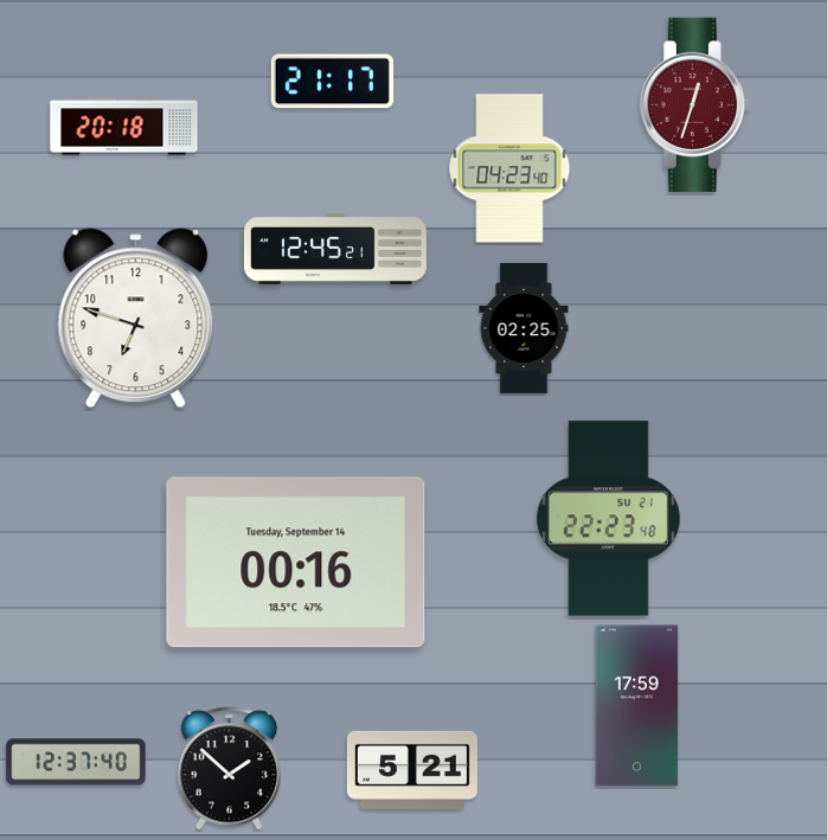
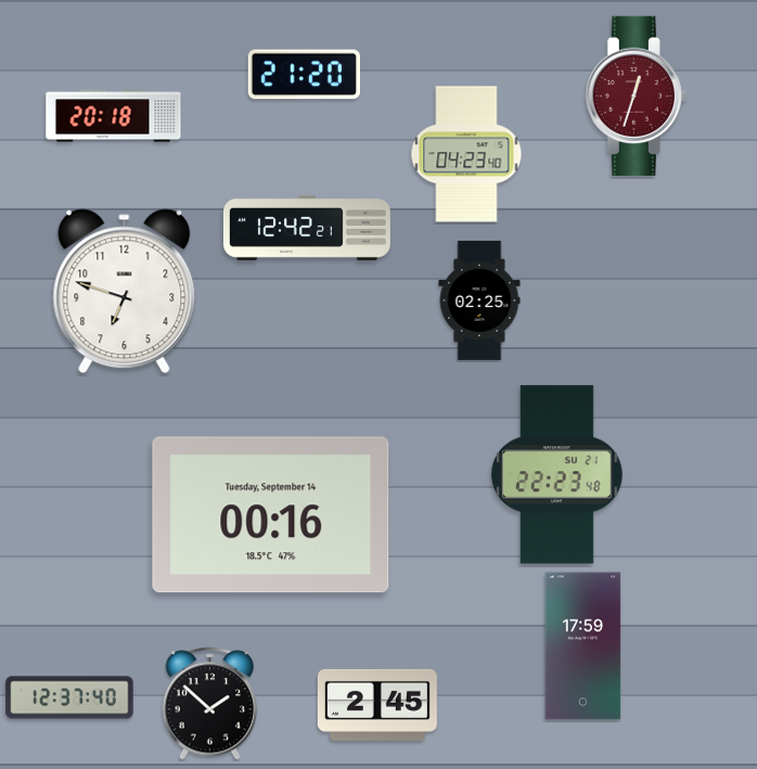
clock at (332, 82): 21:17 -> 21:20
clock at (335, 249): 12:45 -> 12:42
clock at (412, 770): 5:21 -> 2:45
